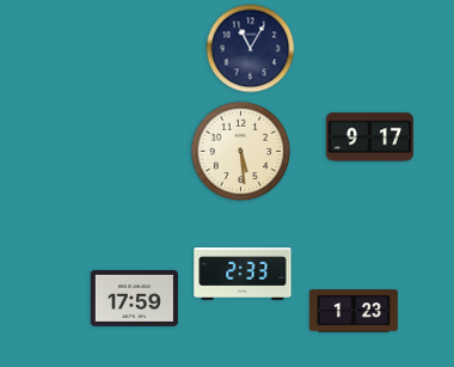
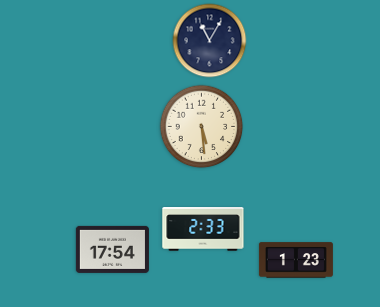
clock at (369, 137): 9:17 -> none
clock at (134, 298): 17:59 -> 17:54
